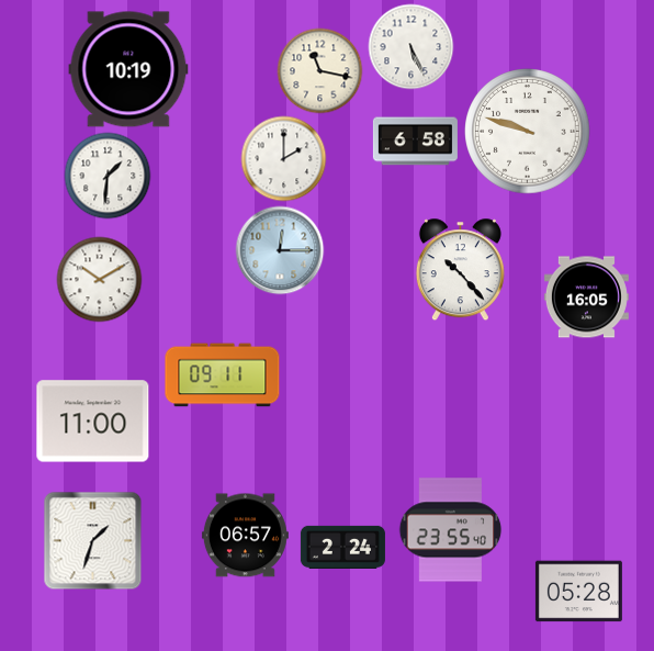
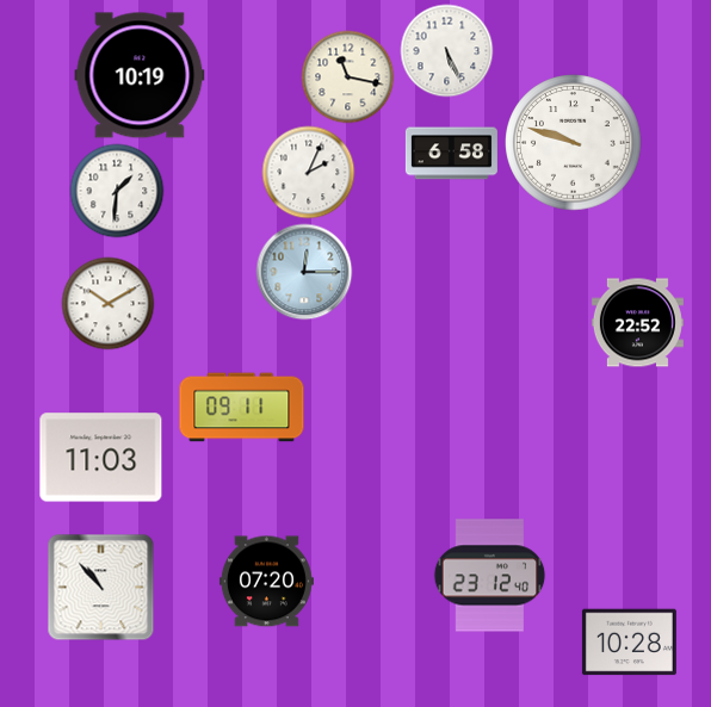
clock at (283, 158): 2:00 -> 2:04
clock at (460, 269): 10:23 -> none
clock at (586, 298): 16:05 -> 22:52
clock at (93, 422): 11:00 -> 11:03
clock at (450, 530): 23:55 -> 23:12
clock at (245, 536): 06:57 -> 07:20
clock at (92, 540): 1:33 -> 10:53
clock at (342, 547): 2:24 -> none
clock at (578, 592): 05:28 -> 10:28
